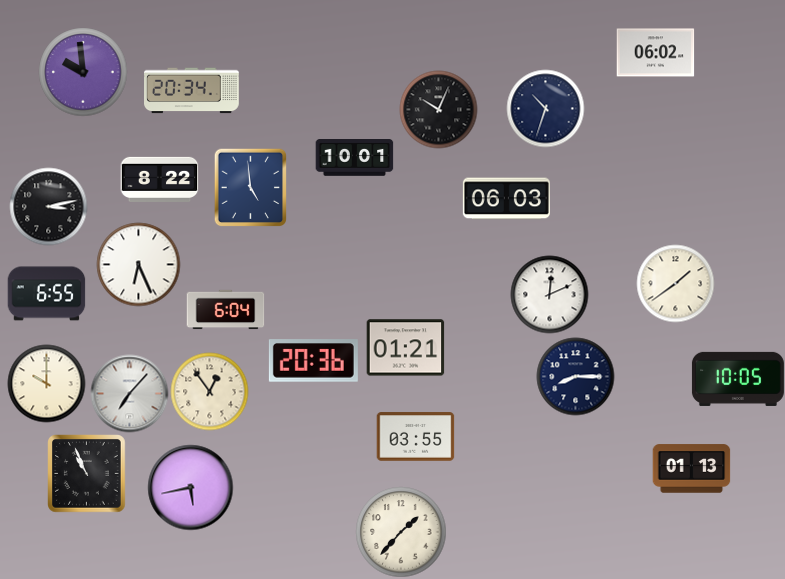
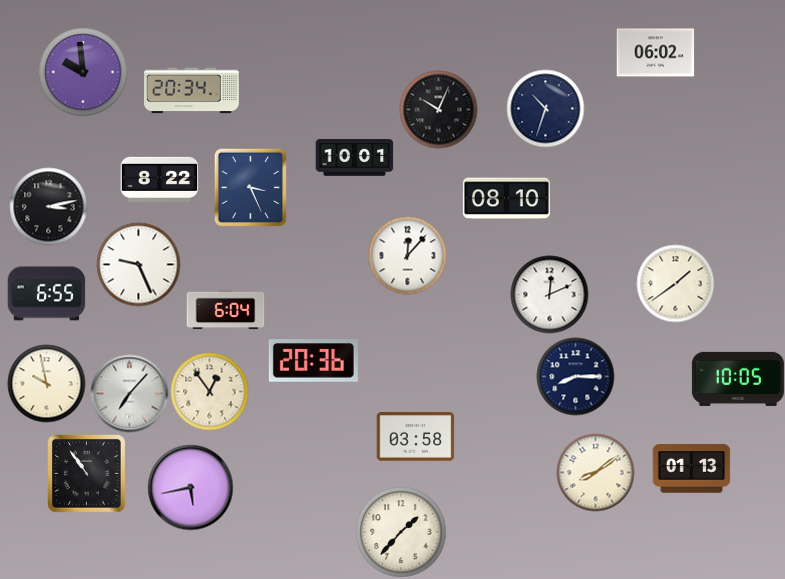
clock at (250, 187): 4:59 -> 3:26
clock at (506, 199): 06:03 -> 08:10
clock at (407, 255): none -> 12:07
clock at (138, 264): 6:26 -> 9:26
clock at (405, 348): 01:21 -> none
clock at (46, 383): 10:00 -> 9:58
clock at (415, 437): 03:55 -> 03:58
clock at (595, 472): none -> 8:09
clock at (86, 473): 10:56 -> 10:54
